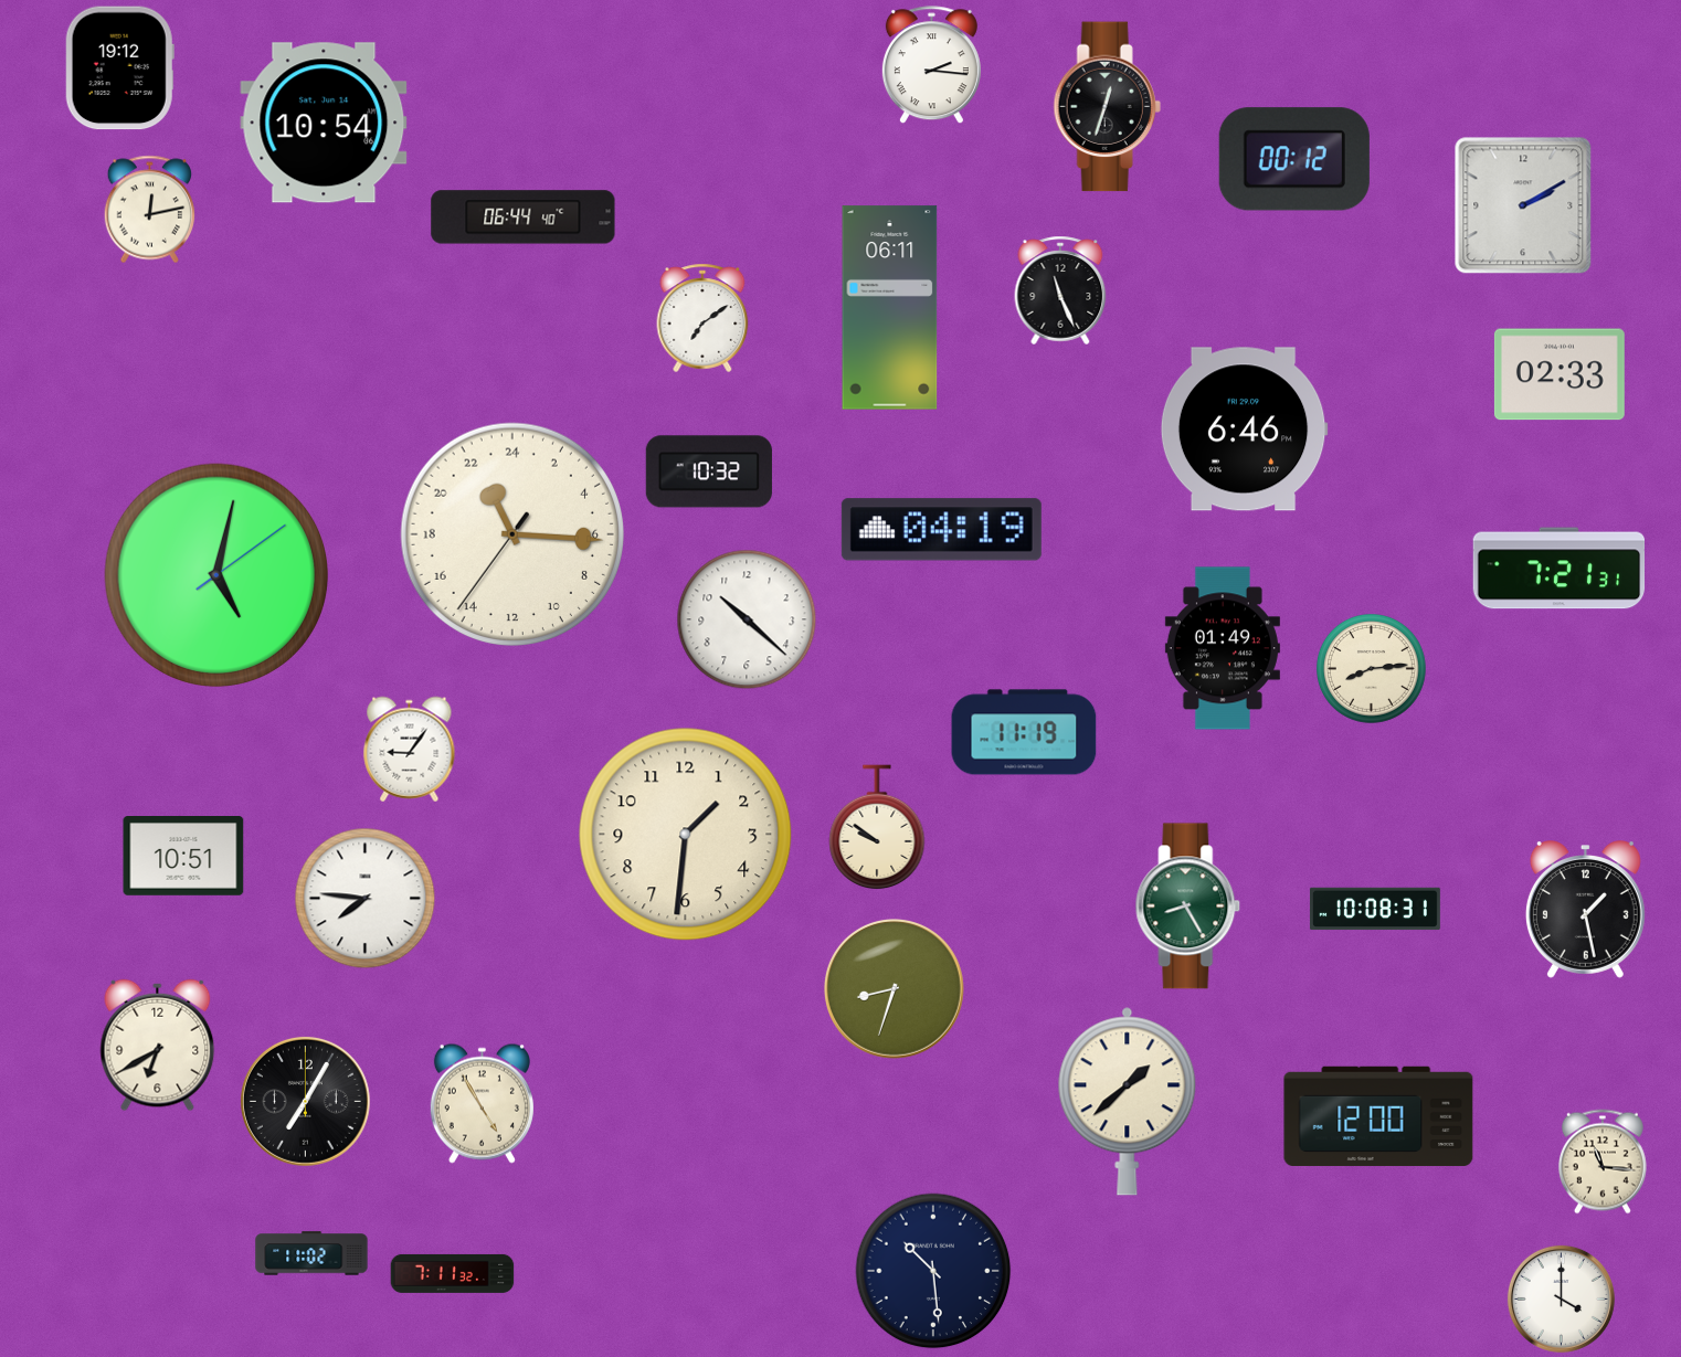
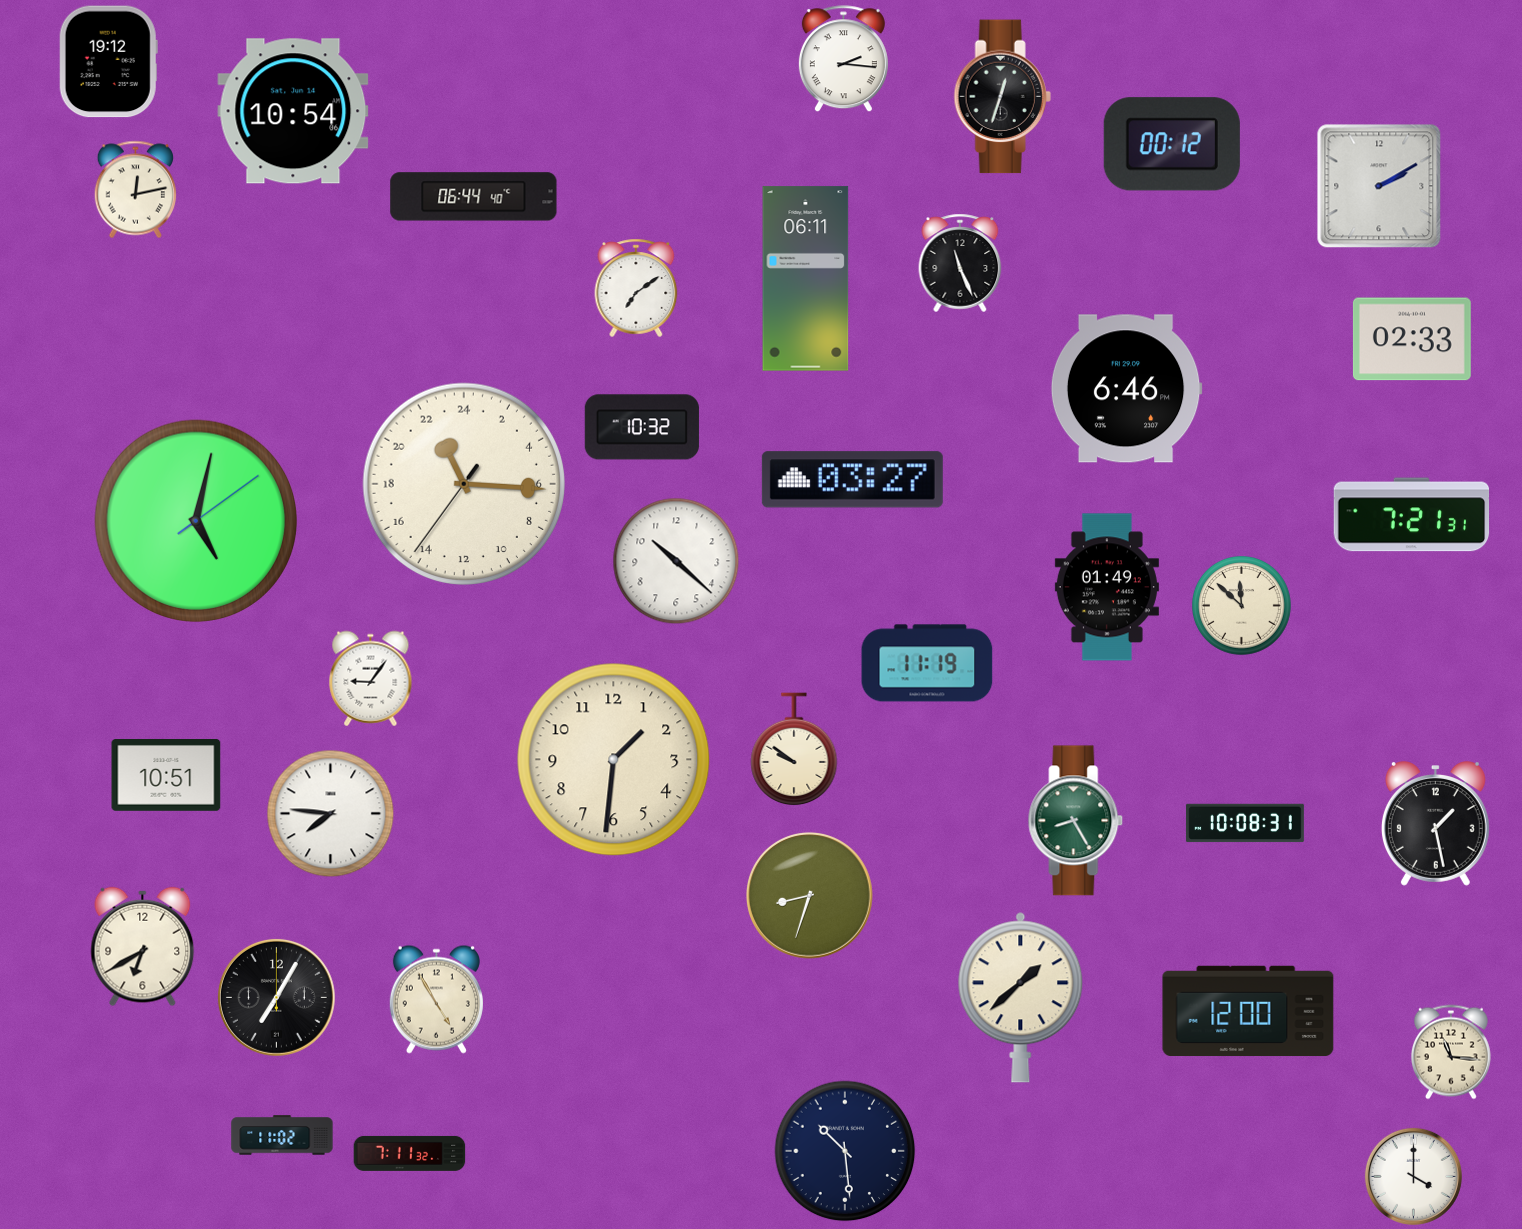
clock at (941, 530): 04:19 -> 03:27
clock at (1372, 669): 8:14 -> 11:52
clock at (686, 835) position: (686, 835) -> (614, 760)
